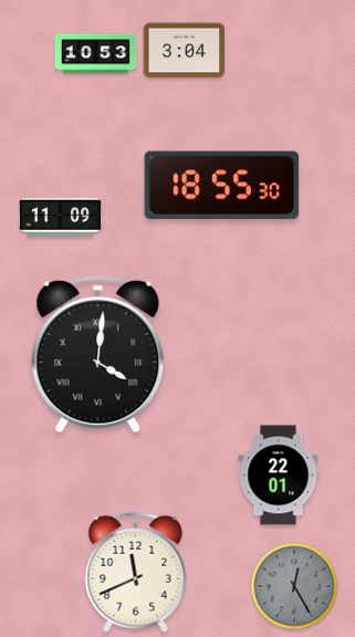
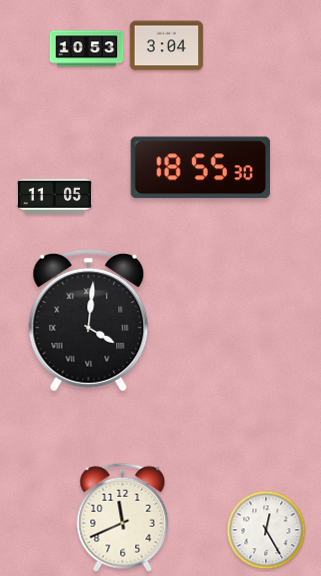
clock at (60, 217): 11:09 -> 11:05
clock at (279, 476): 22:01 -> none
clock at (294, 586) dial: grey -> white
